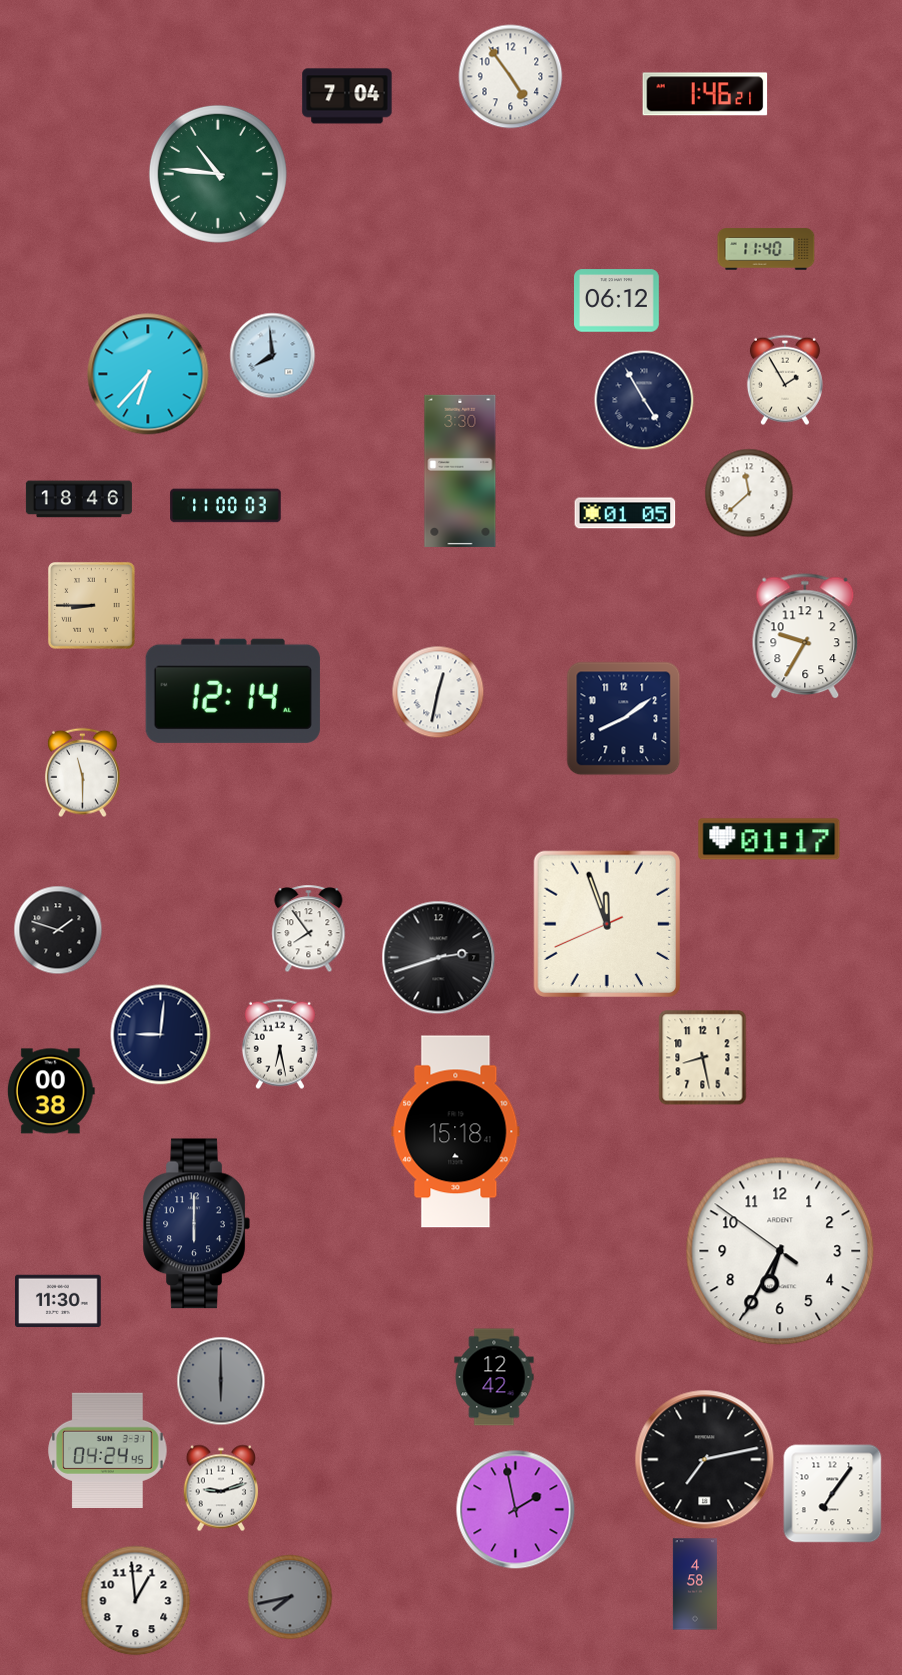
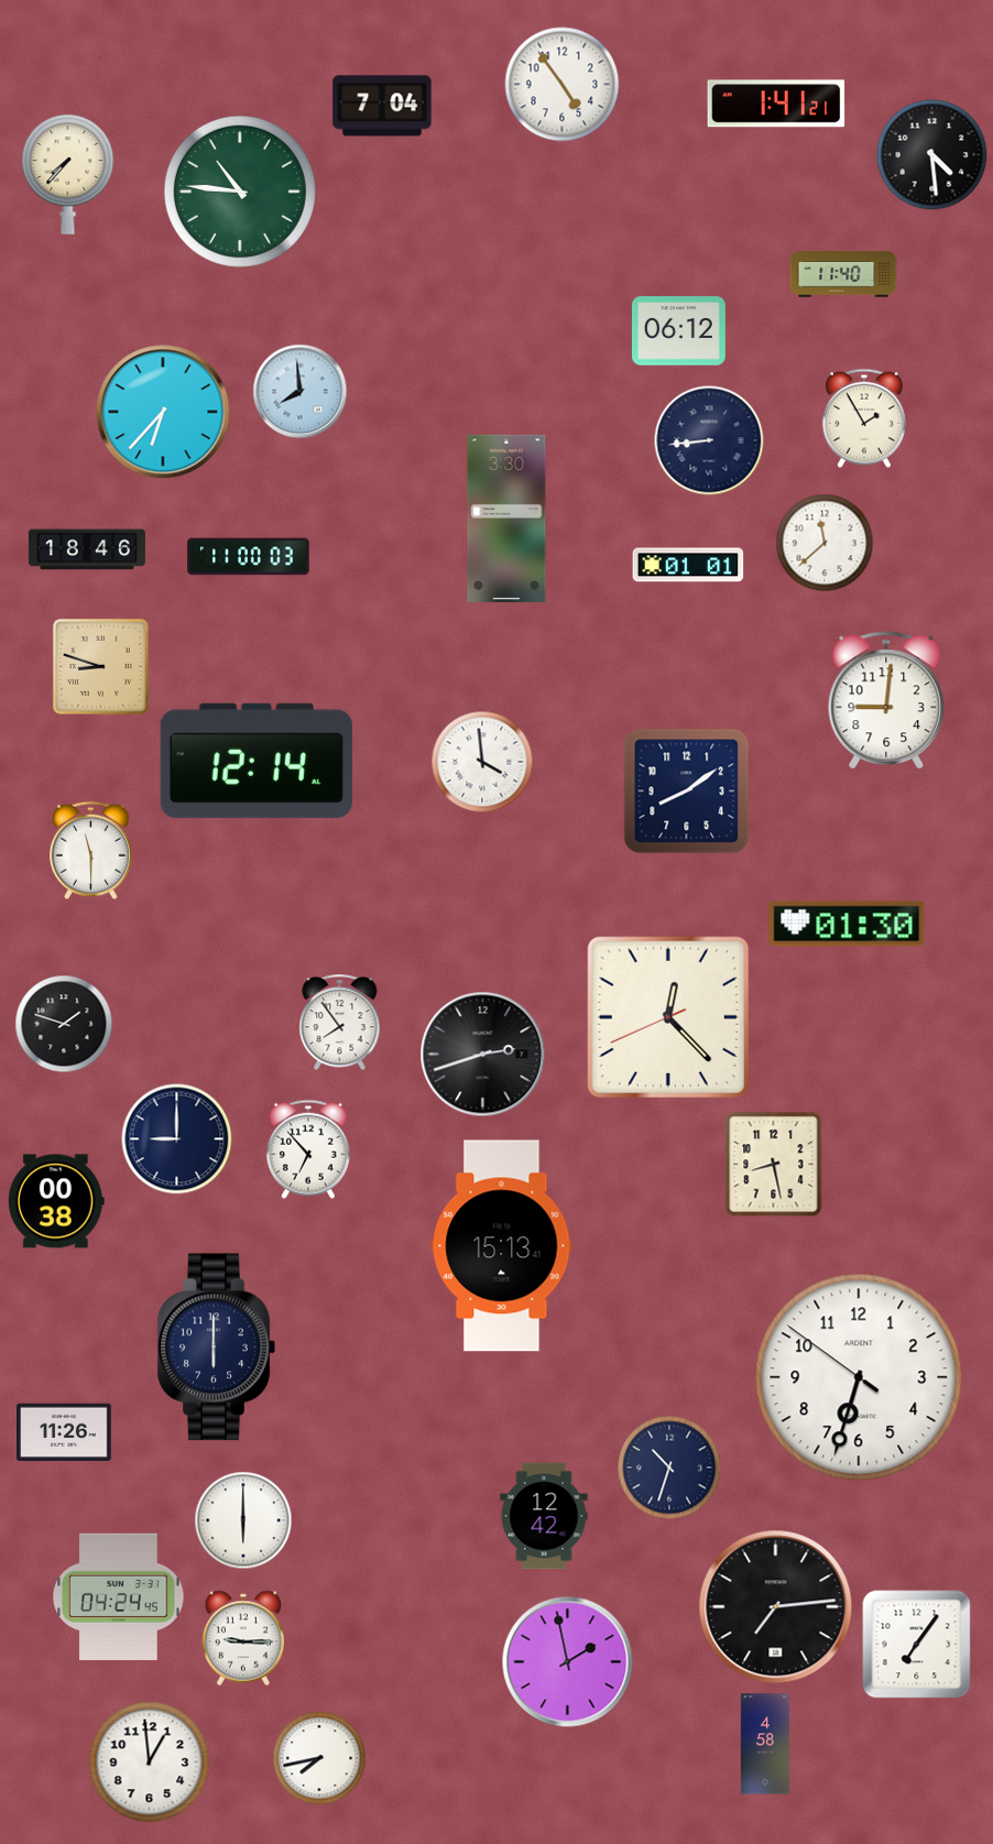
clock at (705, 94): 1:46 -> 1:41
clock at (932, 155): none -> 4:29
clock at (68, 174): none -> 7:37
clock at (644, 400): 4:55 -> 8:44
clock at (625, 513): 01:05 -> 01:01
clock at (92, 606): 8:45 -> 8:48
clock at (805, 637): 9:35 -> 9:01
clock at (438, 692): 12:32 -> 3:59
clock at (769, 839): 01:17 -> 01:30
clock at (606, 923): 11:56 -> 12:22
clock at (161, 1035): 9:01 -> 9:00
clock at (280, 1044): 6:28 -> 6:53
clock at (456, 1132): 15:18 -> 15:13
clock at (780, 1251): 6:34 -> 6:32
clock at (58, 1301): 11:30 -> 11:26
clock at (669, 1467): none -> 10:33
clock at (221, 1381) dial: grey -> white
clock at (705, 1460): 7:13 -> 7:14
clock at (221, 1488): 9:12 -> 9:15
clock at (290, 1597) dial: grey -> white
